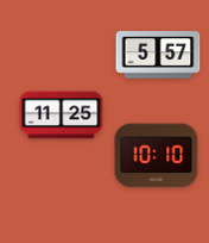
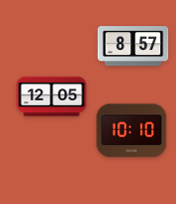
clock at (158, 55): 5:57 -> 8:57
clock at (62, 116): 11:25 -> 12:05
